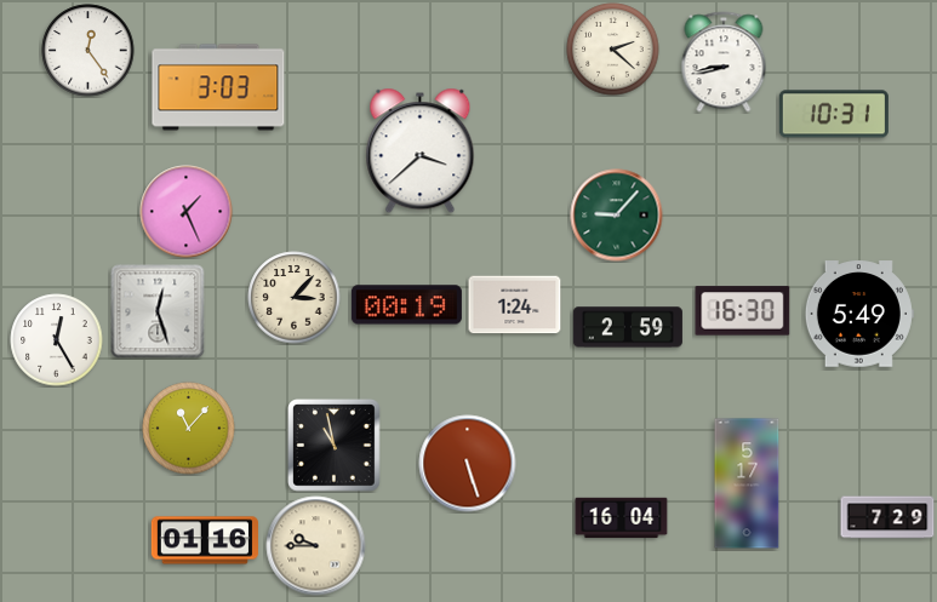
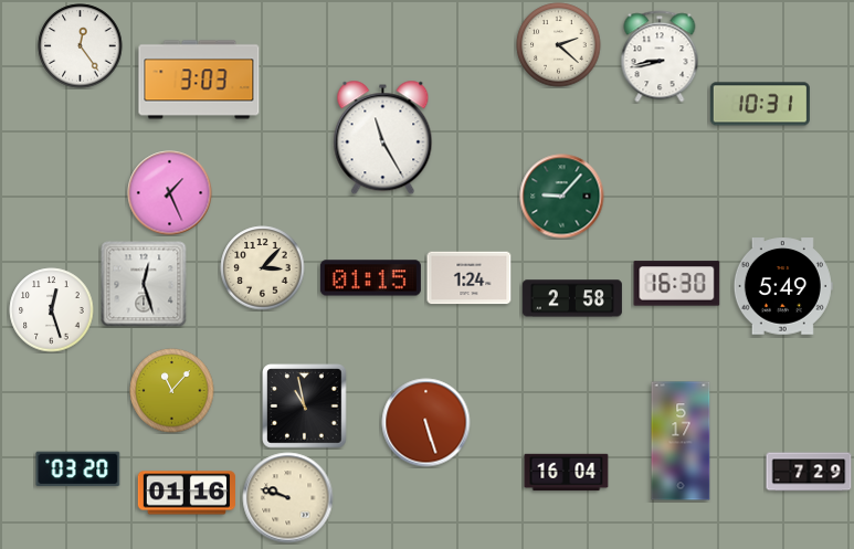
clock at (421, 151): 3:38 -> 11:25
clock at (295, 298) position: (295, 298) -> (263, 268)
clock at (406, 305): 00:19 -> 01:15
clock at (628, 327): 2:59 -> 2:58
clock at (57, 340): 12:25 -> 12:27
clock at (78, 469): none -> 03:20
clock at (316, 546): 9:45 -> 9:48
